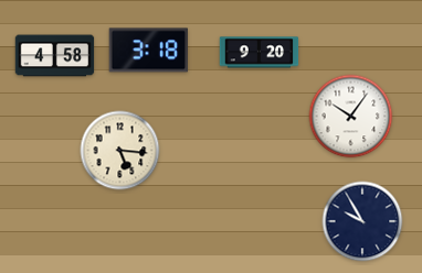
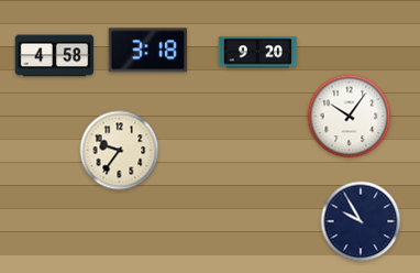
clock at (120, 151): 5:16 -> 9:36
